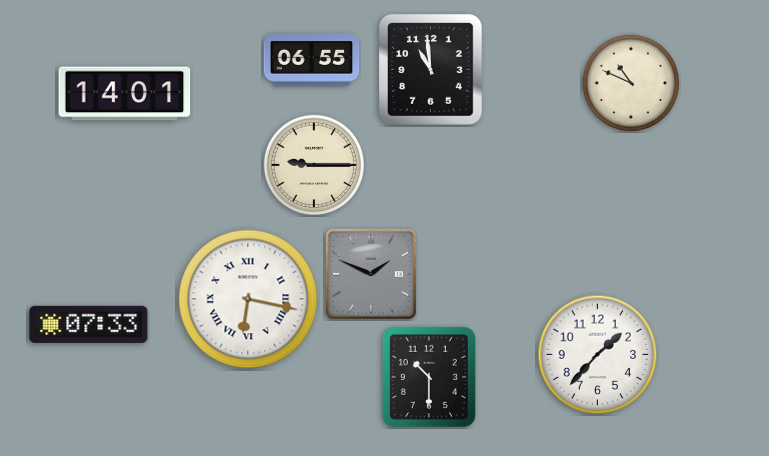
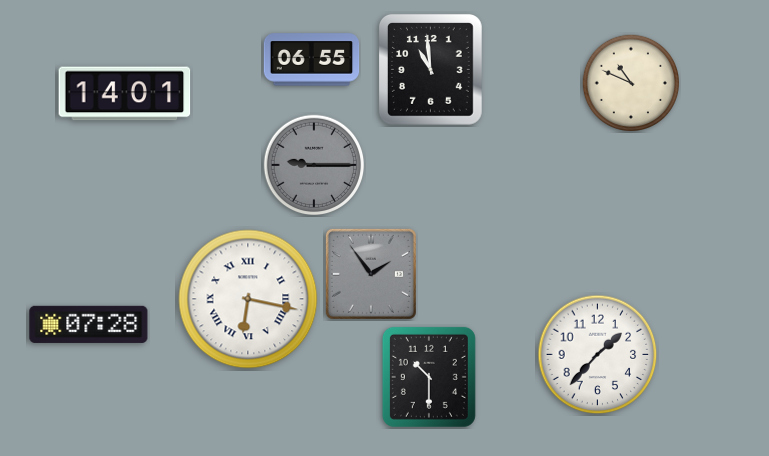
clock at (314, 165) dial: cream -> grey
clock at (371, 274): 1:49 -> 1:54
clock at (89, 324): 07:33 -> 07:28
